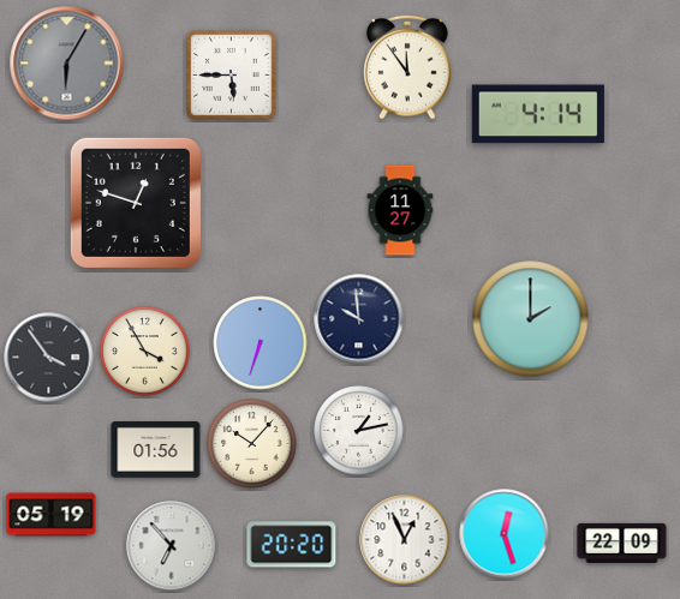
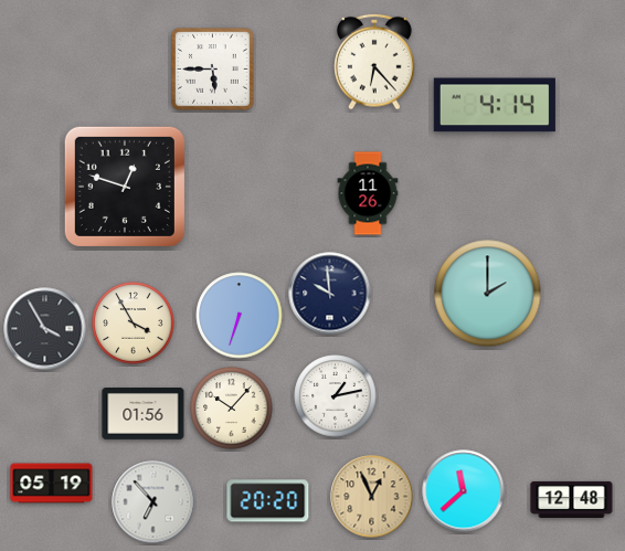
clock at (67, 64): 6:05 -> none
clock at (407, 67): 11:54 -> 6:23
clock at (400, 210): 11:27 -> 11:26
clock at (49, 358): 3:54 -> 3:55
clock at (359, 431) position: (359, 431) -> (336, 396)
clock at (52, 515) position: (52, 515) -> (52, 484)
clock at (505, 534): 12:27 -> 11:38
clock at (405, 540) dial: white -> champagne
clock at (622, 543): 22:09 -> 12:48
clock at (172, 546) position: (172, 546) -> (153, 502)
